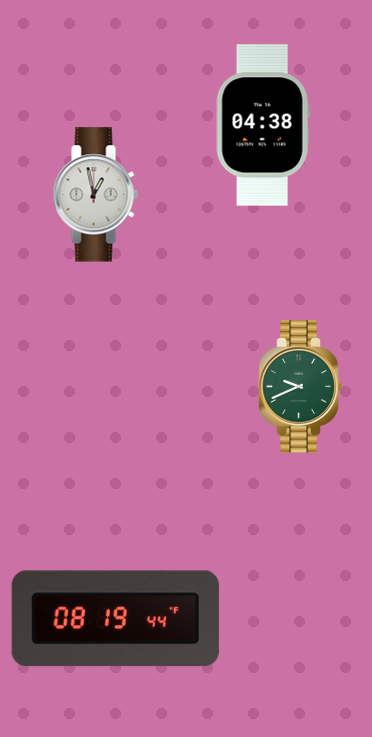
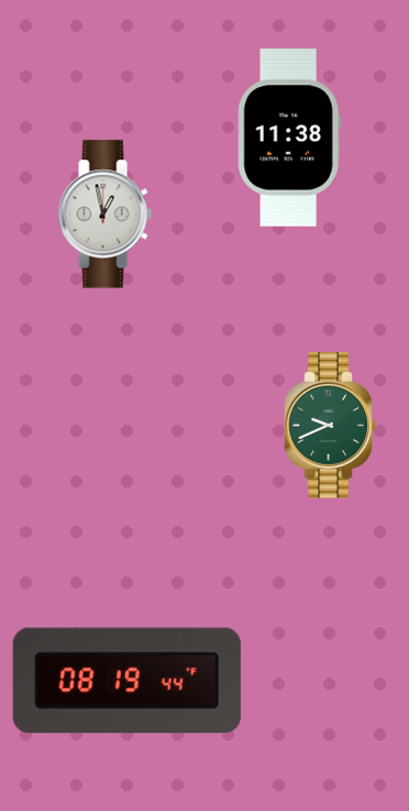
clock at (263, 125): 04:38 -> 11:38
